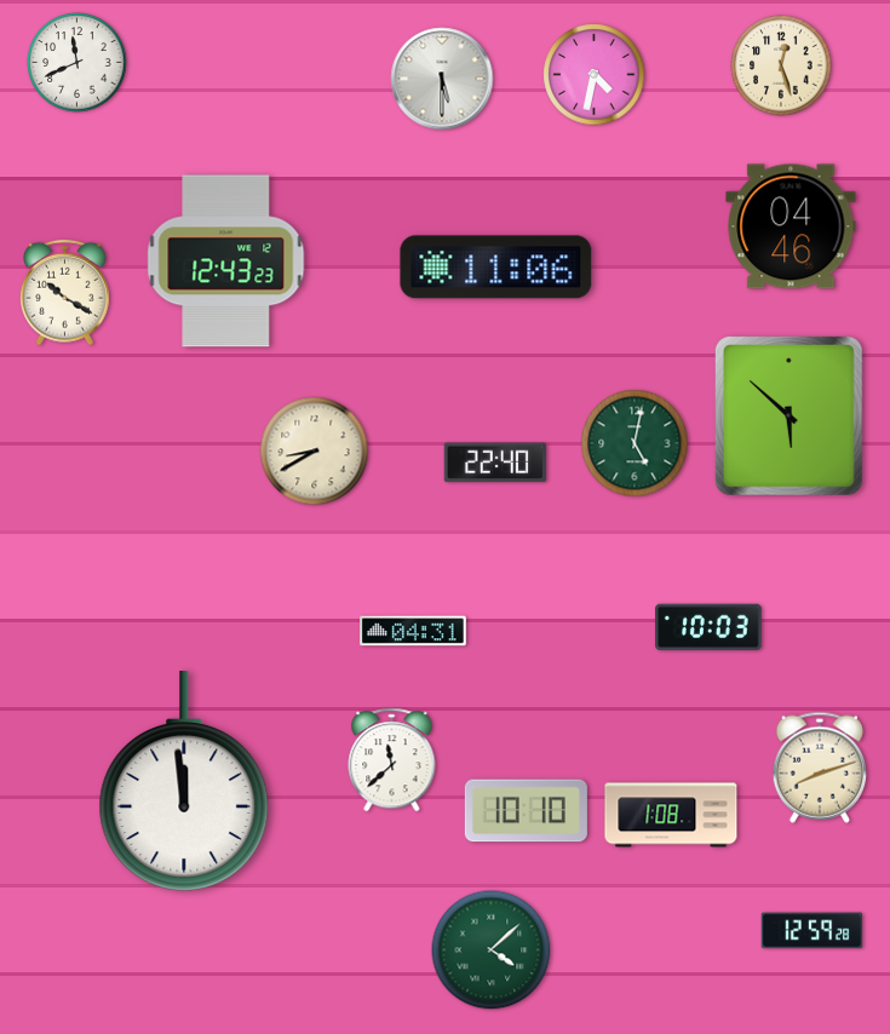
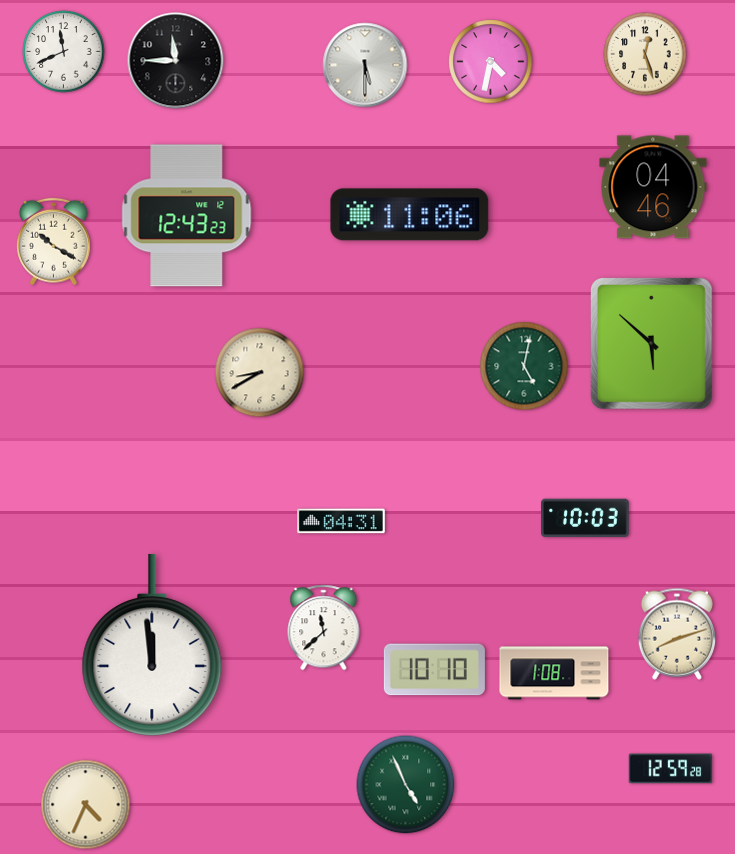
clock at (176, 61): none -> 11:45
clock at (496, 268) position: (496, 268) -> (410, 215)
clock at (495, 463): 22:40 -> none
clock at (492, 950): 4:08 -> 4:56
clock at (86, 805): none -> 4:34
